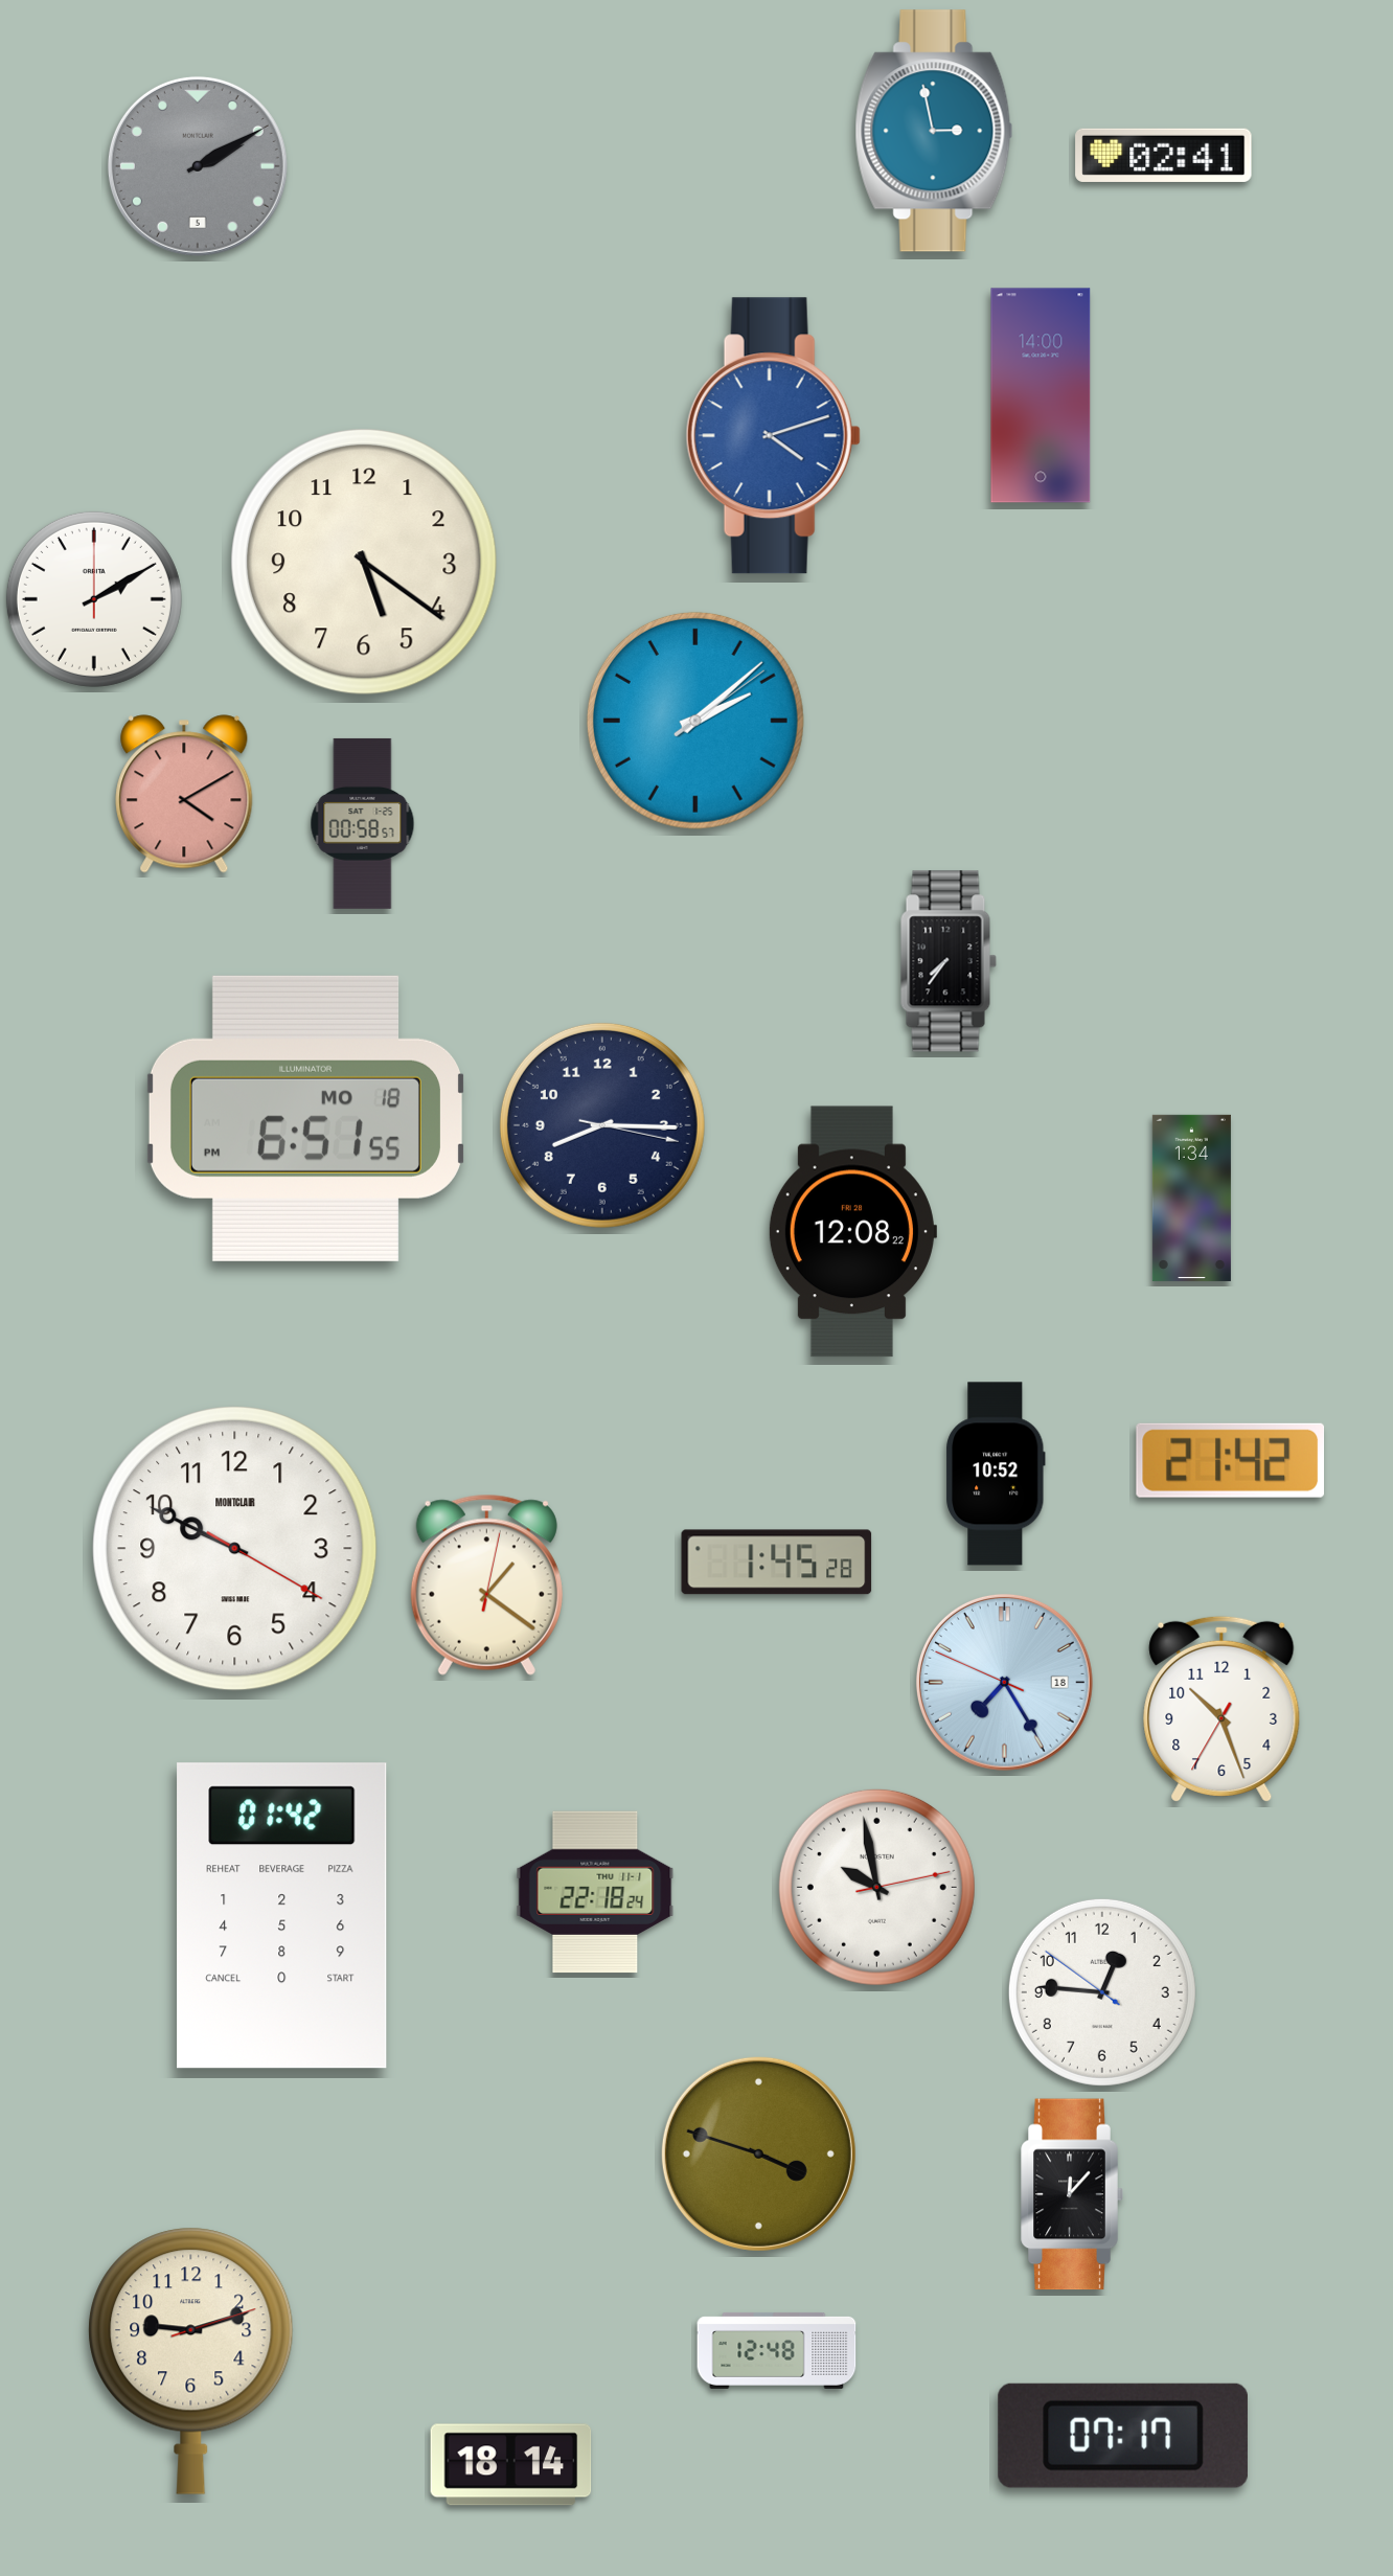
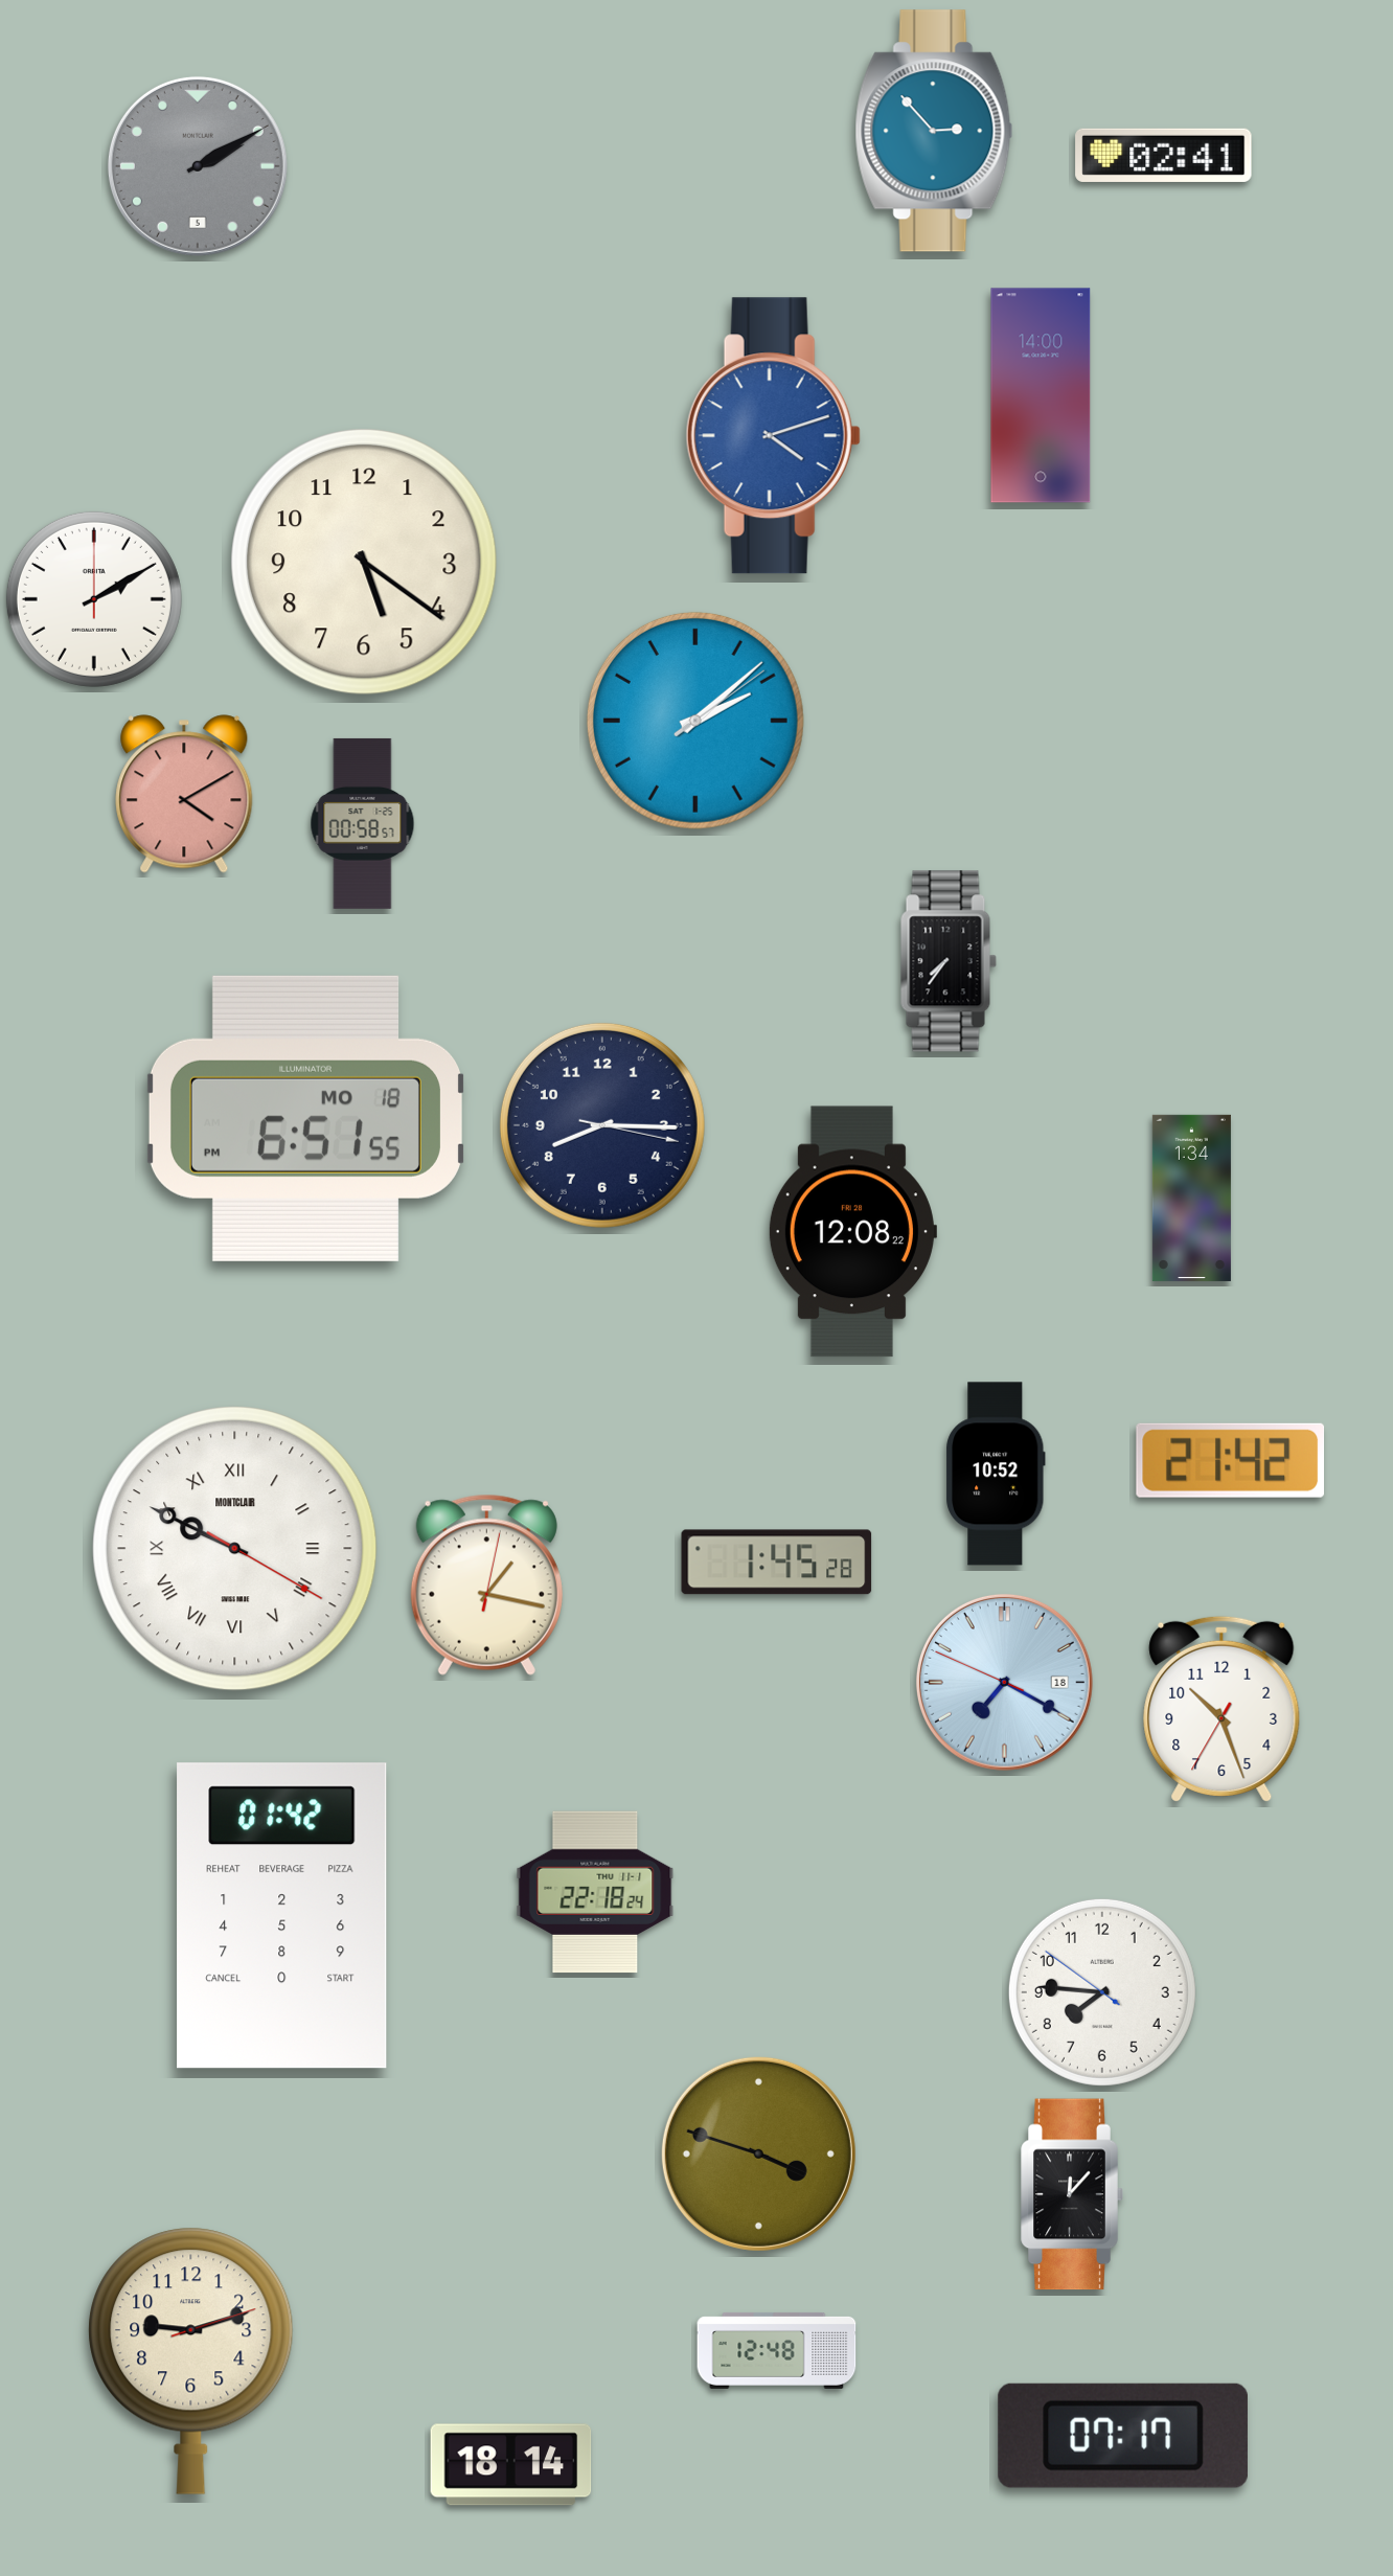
clock at (934, 131): 2:58 -> 2:53
clock at (235, 1549) numerals: Arabic -> Roman
clock at (486, 1585): 1:21 -> 1:17
clock at (1004, 1682): 7:24 -> 7:19
clock at (876, 1887): 9:58 -> none
clock at (1102, 1992): 12:45 -> 7:45
